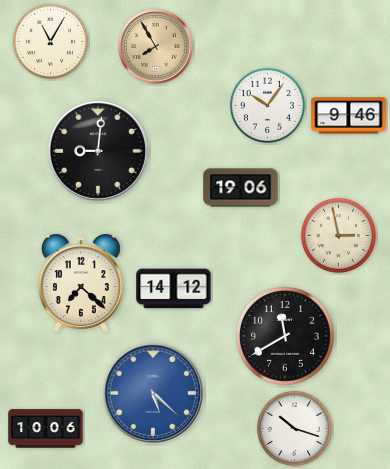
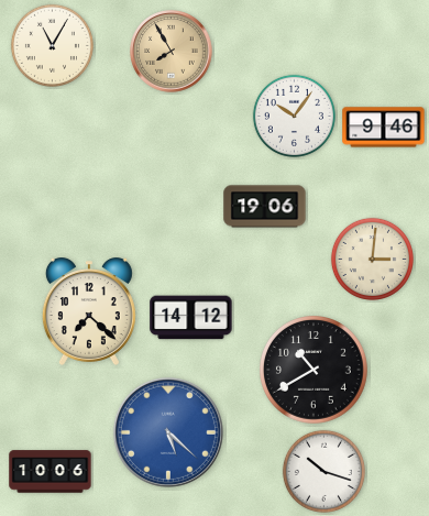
clock at (50, 41) position: (50, 41) -> (52, 45)
clock at (98, 151): 9:01 -> none
clock at (338, 235): 2:58 -> 3:01
clock at (286, 337): 11:40 -> 10:40
